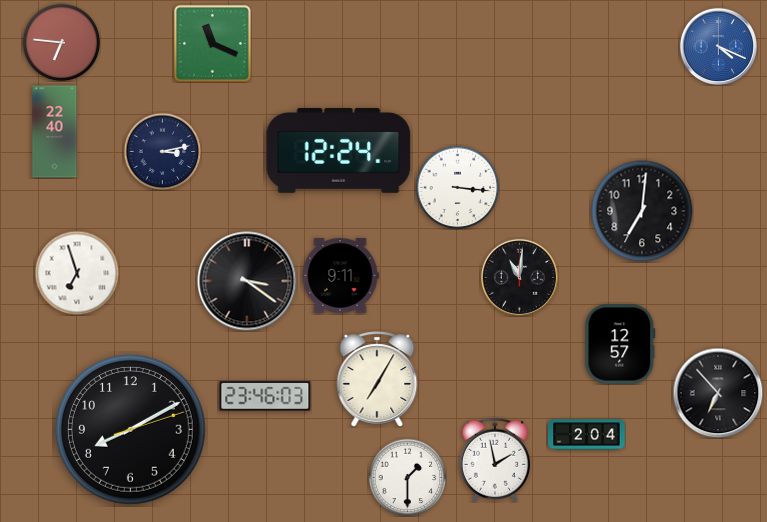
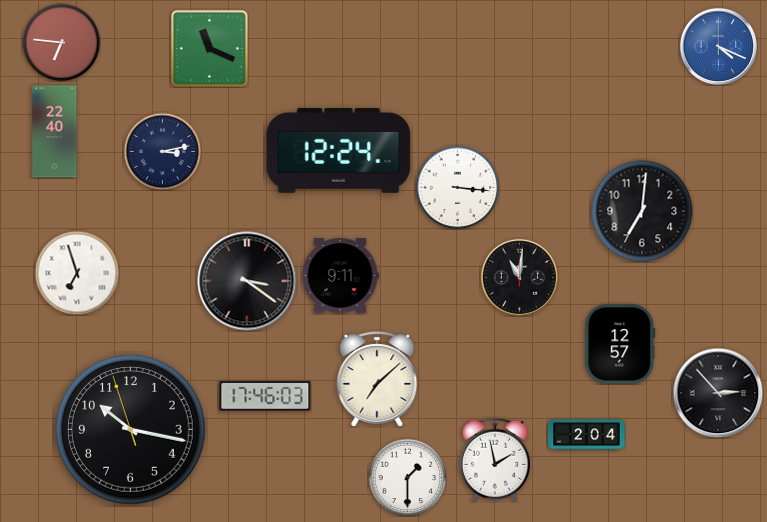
clock at (212, 43) position: (212, 43) -> (209, 48)
clock at (377, 379): 7:05 -> 7:08
clock at (718, 393): 6:53 -> 2:53
clock at (265, 397): 23:46 -> 17:46
clock at (130, 429): 8:10 -> 10:16
